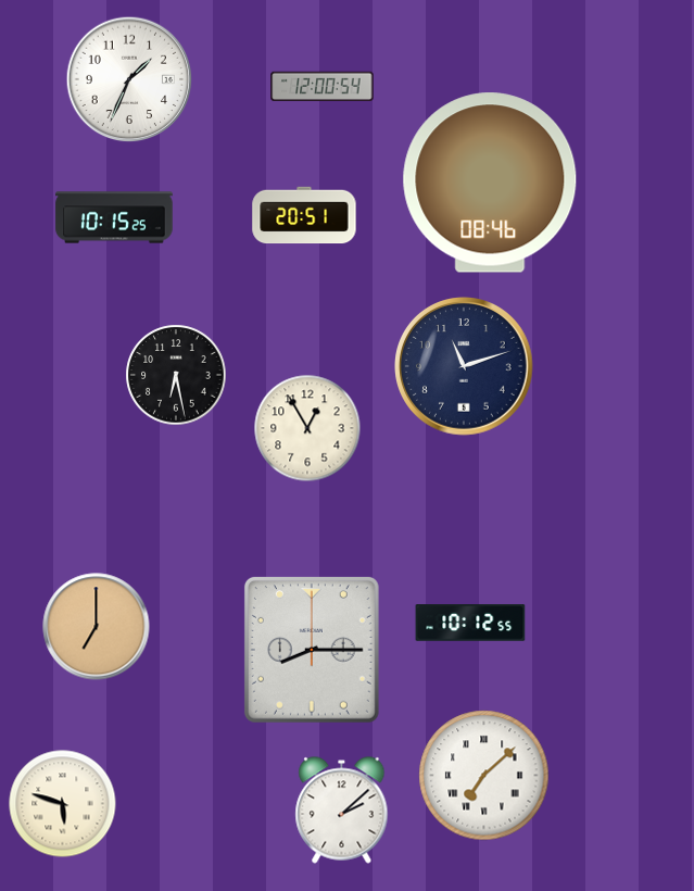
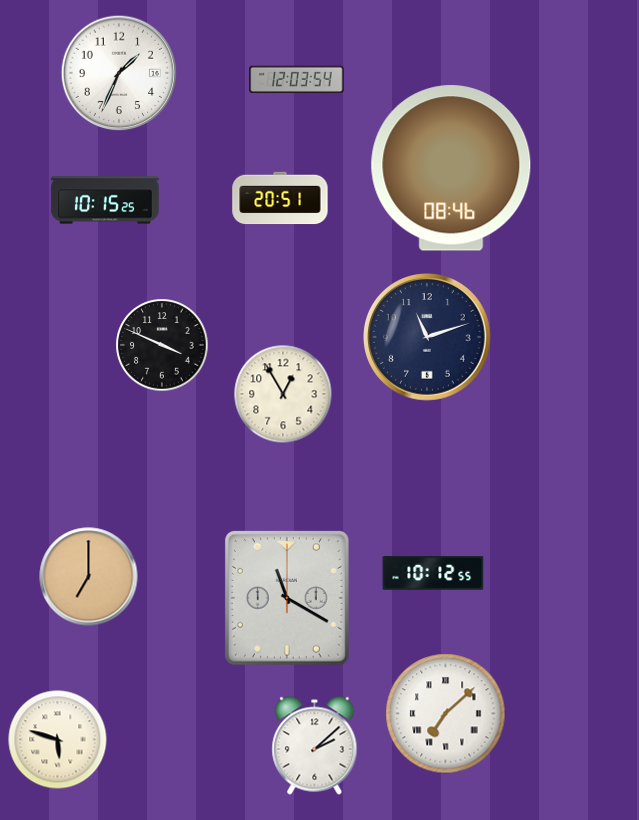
clock at (323, 87): 12:00 -> 12:03
clock at (176, 375): 6:28 -> 3:49
clock at (312, 650): 8:15 -> 11:20
